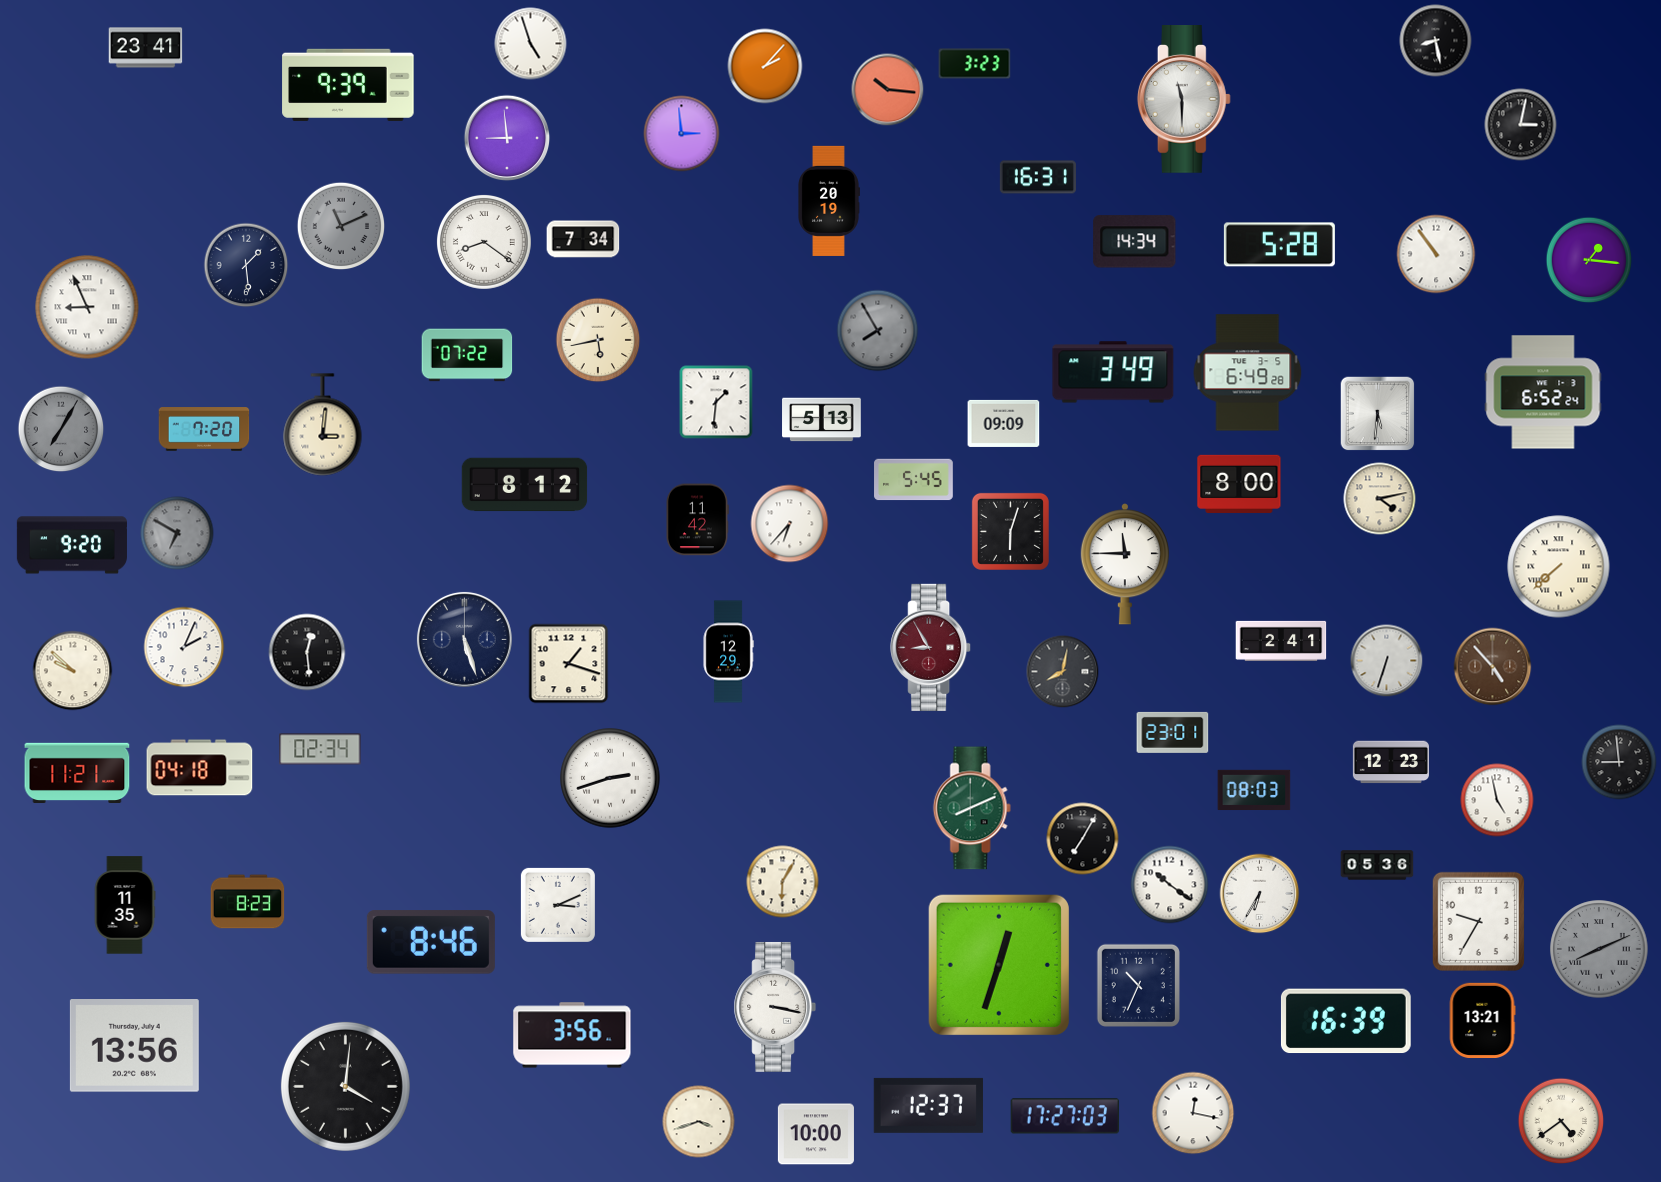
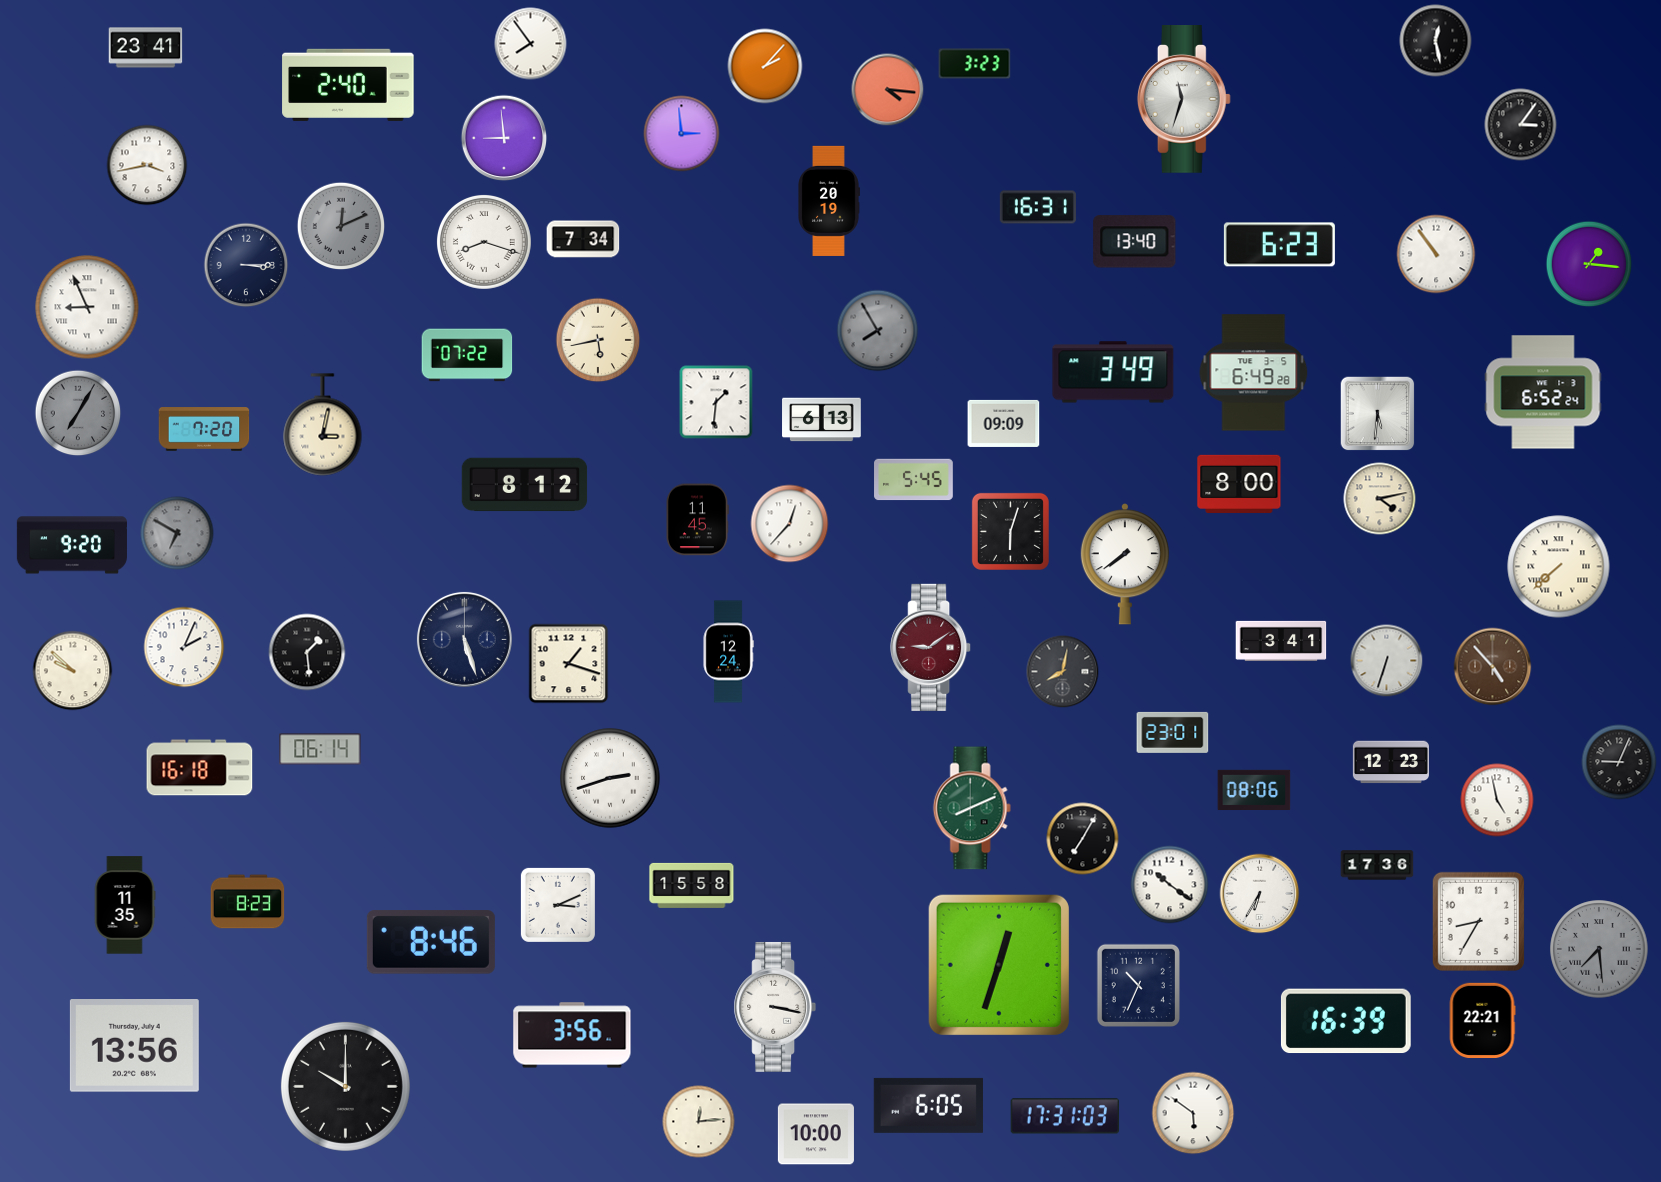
clock at (1436, 41): 8:28 -> 12:28
clock at (531, 44): 4:57 -> 7:54
clock at (348, 85): 9:39 -> 2:40
clock at (888, 90): 10:16 -> 4:16
clock at (1184, 100): 11:30 -> 11:33
clock at (1521, 125): 3:02 -> 3:06
clock at (507, 138) position: (507, 138) -> (504, 138)
clock at (147, 165): none -> 3:43
clock at (1038, 177) position: (1038, 177) -> (1038, 207)
clock at (341, 226): 11:11 -> 12:11
clock at (484, 242): 8:21 -> 8:18
clock at (1135, 242): 14:34 -> 13:40
clock at (1279, 245): 5:28 -> 6:23
clock at (1589, 260) position: (1589, 260) -> (1589, 264)
clock at (246, 265): 1:29 -> 3:15
clock at (1248, 373) position: (1248, 373) -> (1254, 373)
clock at (822, 420): 5:13 -> 6:13
clock at (323, 425): 3:01 -> 3:02
clock at (61, 429) position: (61, 429) -> (78, 413)
clock at (698, 520): 11:42 -> 11:45
clock at (790, 524): 6:37 -> 12:37
clock at (1124, 564): 11:45 -> 7:39
clock at (1281, 641): 2:41 -> 3:41
clock at (931, 647): 8:55 -> 9:09
clock at (307, 652): 12:29 -> 1:29
clock at (728, 652): 12:29 -> 12:24
clock at (320, 749): 02:34 -> 06:14
clock at (1619, 762): 8:59 -> 9:04
clock at (200, 768): 04:18 -> 16:18
clock at (77, 772): 11:21 -> none
clock at (1254, 790): 08:03 -> 08:06
clock at (1377, 865): 05:36 -> 17:36
clock at (783, 882): 6:05 -> none
clock at (692, 885): none -> 15:58
clock at (1478, 921): 9:35 -> 8:35
clock at (1599, 949): 8:11 -> 7:29
clock at (1482, 1020): 13:21 -> 22:21
clock at (345, 1086): 4:01 -> 10:00
clock at (928, 1105): 12:37 -> 6:05
clock at (1193, 1113): 12:17 -> 5:51
clock at (1064, 1116): 17:27 -> 17:31
clock at (1561, 1121): 4:39 -> none
clock at (699, 1122): 3:42 -> 12:14
